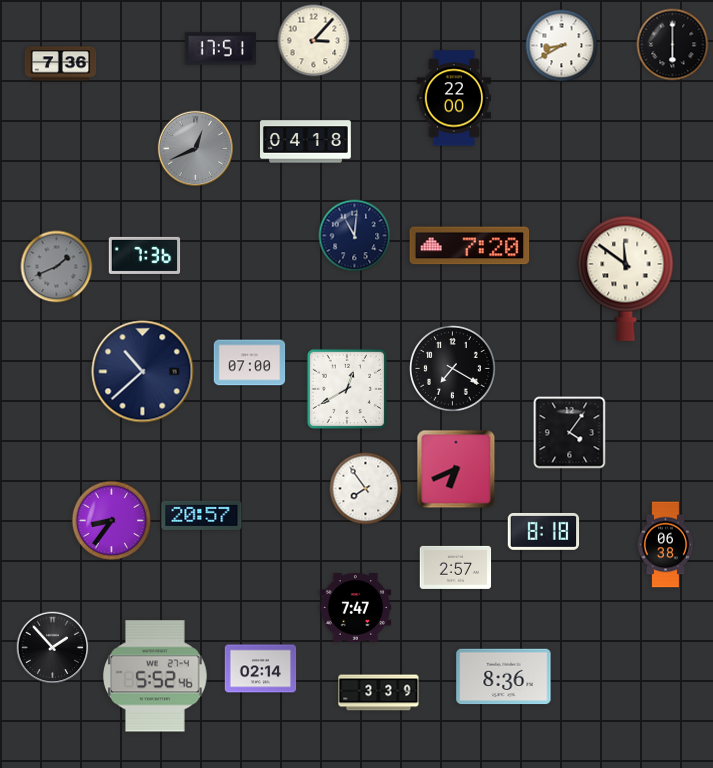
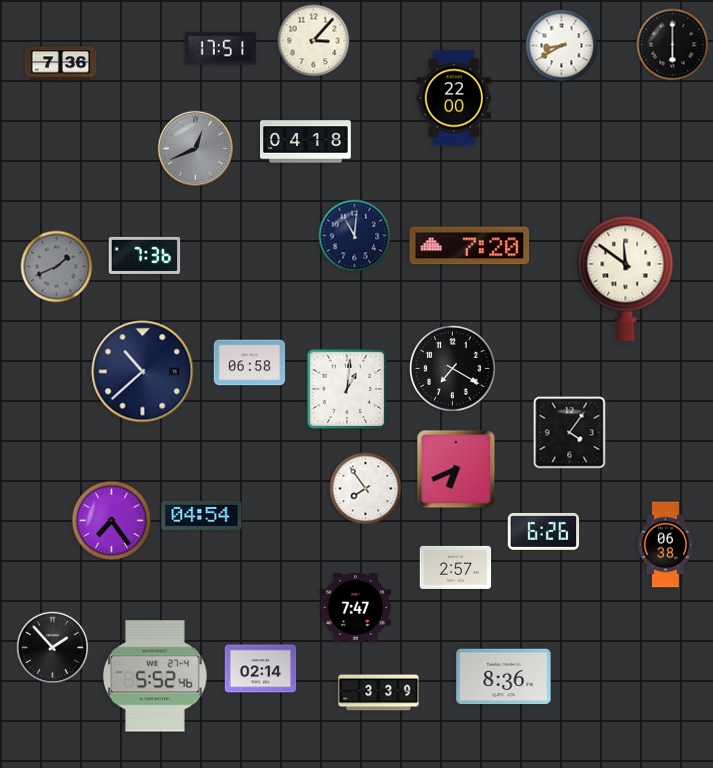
clock at (250, 363): 07:00 -> 06:58
clock at (346, 388): 12:40 -> 1:01
clock at (202, 515): 20:57 -> 04:54
clock at (112, 521): 8:36 -> 7:24
clock at (544, 531): 8:18 -> 6:26
